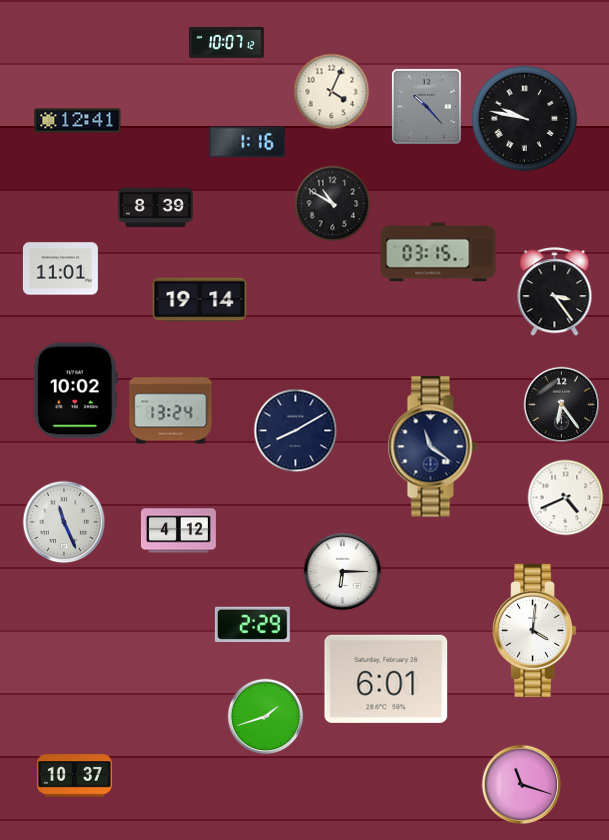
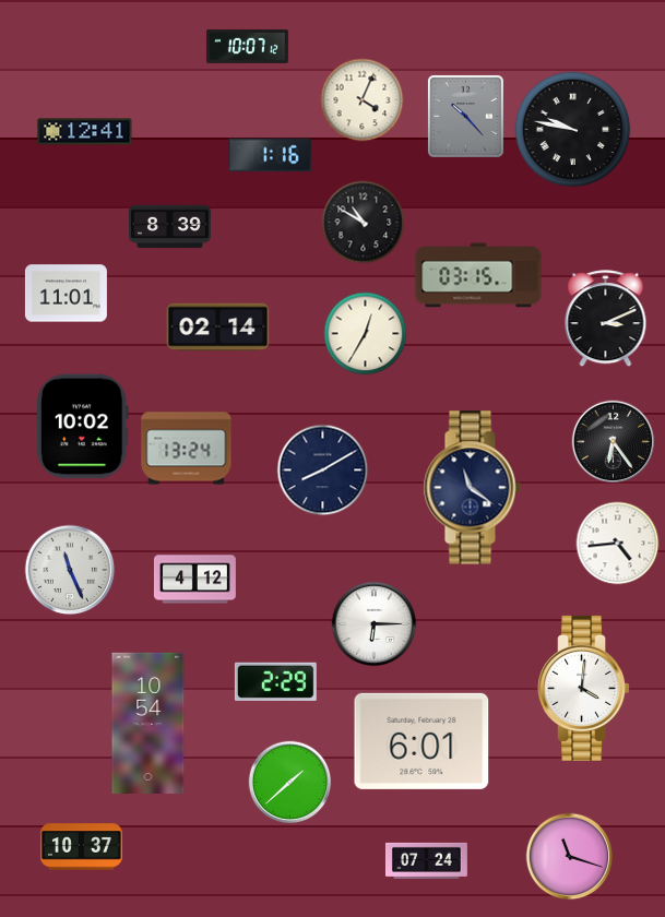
clock at (555, 292): 3:24 -> 3:11
clock at (200, 300): 19:14 -> 02:14
clock at (366, 334): none -> 12:35
clock at (566, 498): 4:41 -> 4:44
clock at (149, 723): none -> 10:54
clock at (266, 717): 1:42 -> 1:38
clock at (426, 860): none -> 07:24
